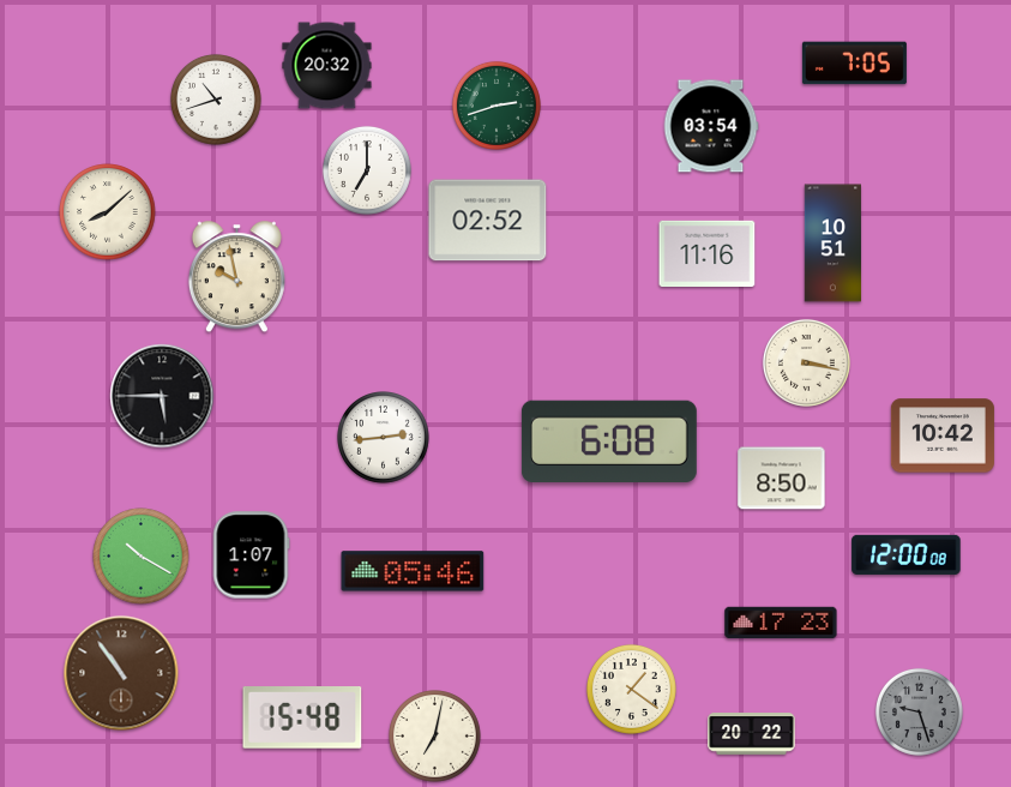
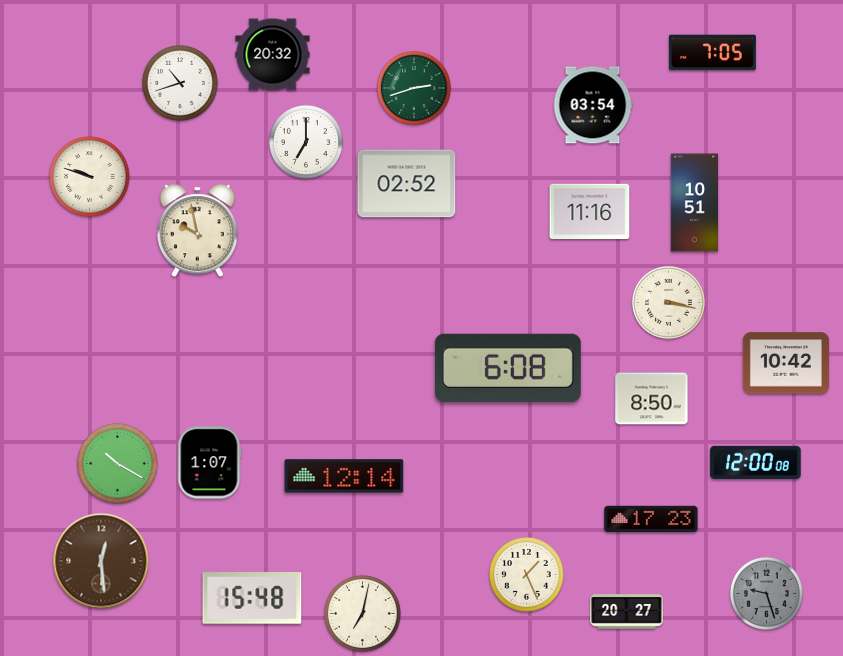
clock at (108, 212): 8:08 -> 9:48
clock at (806, 362) position: (806, 362) -> (668, 302)
clock at (162, 396): 5:45 -> none
clock at (384, 438): 2:44 -> none
clock at (413, 571): 05:46 -> 12:14
clock at (121, 673): 10:54 -> 12:29
clock at (631, 689): 1:21 -> 1:26
clock at (752, 734): 20:22 -> 20:27
